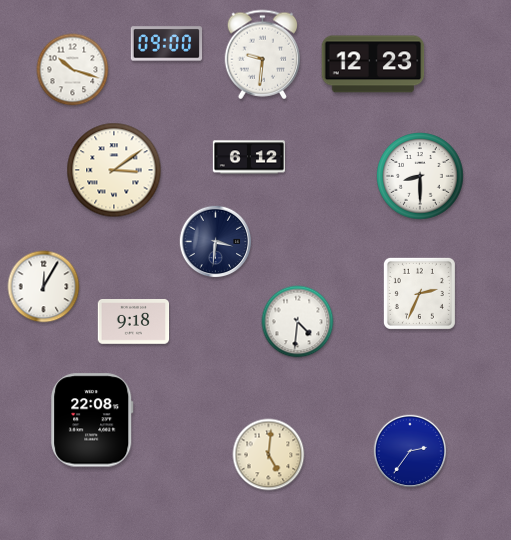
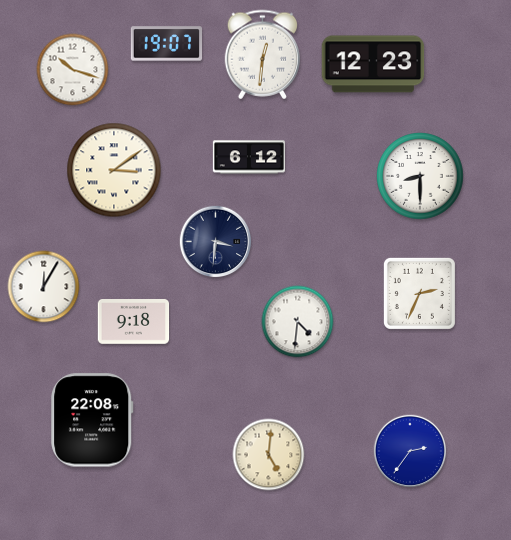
clock at (167, 44): 09:00 -> 19:07
clock at (263, 55): 9:31 -> 12:31
